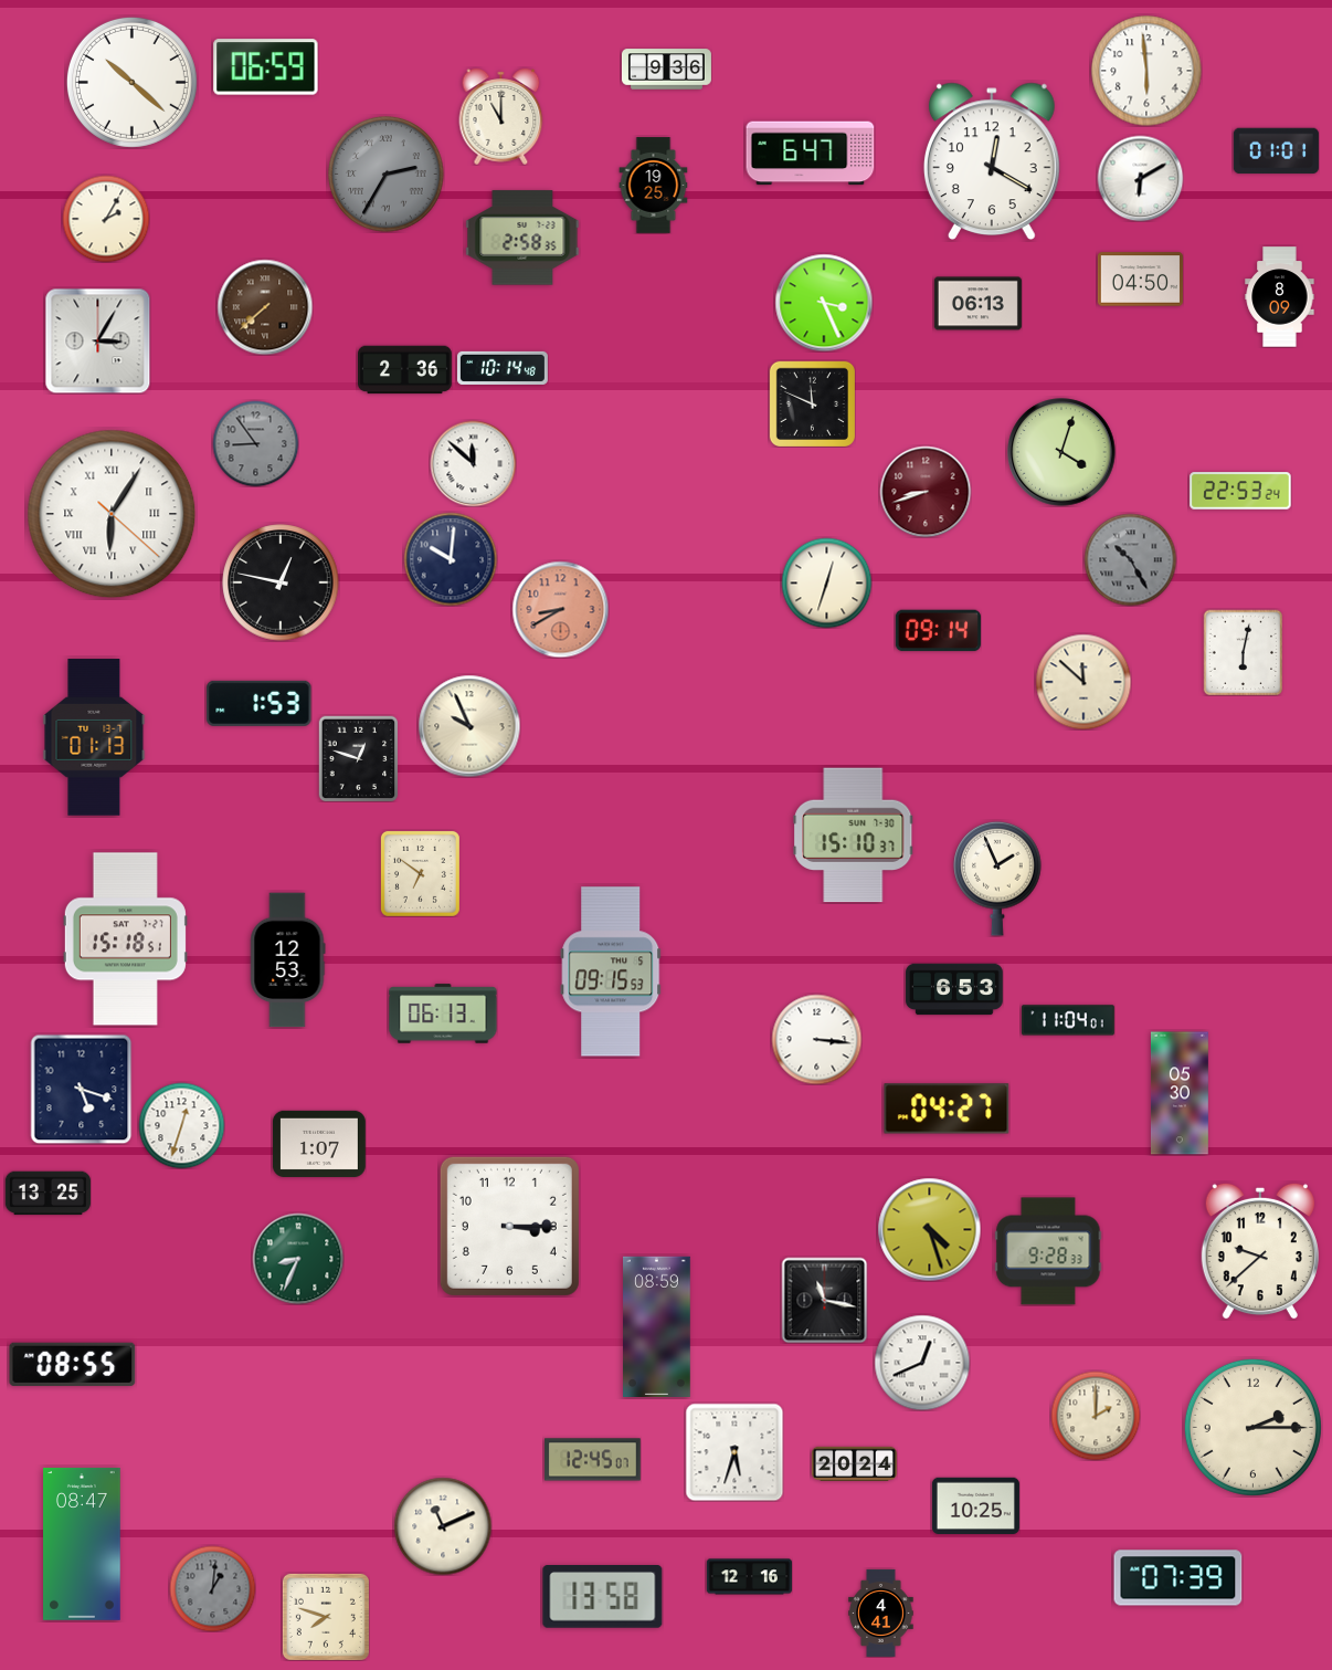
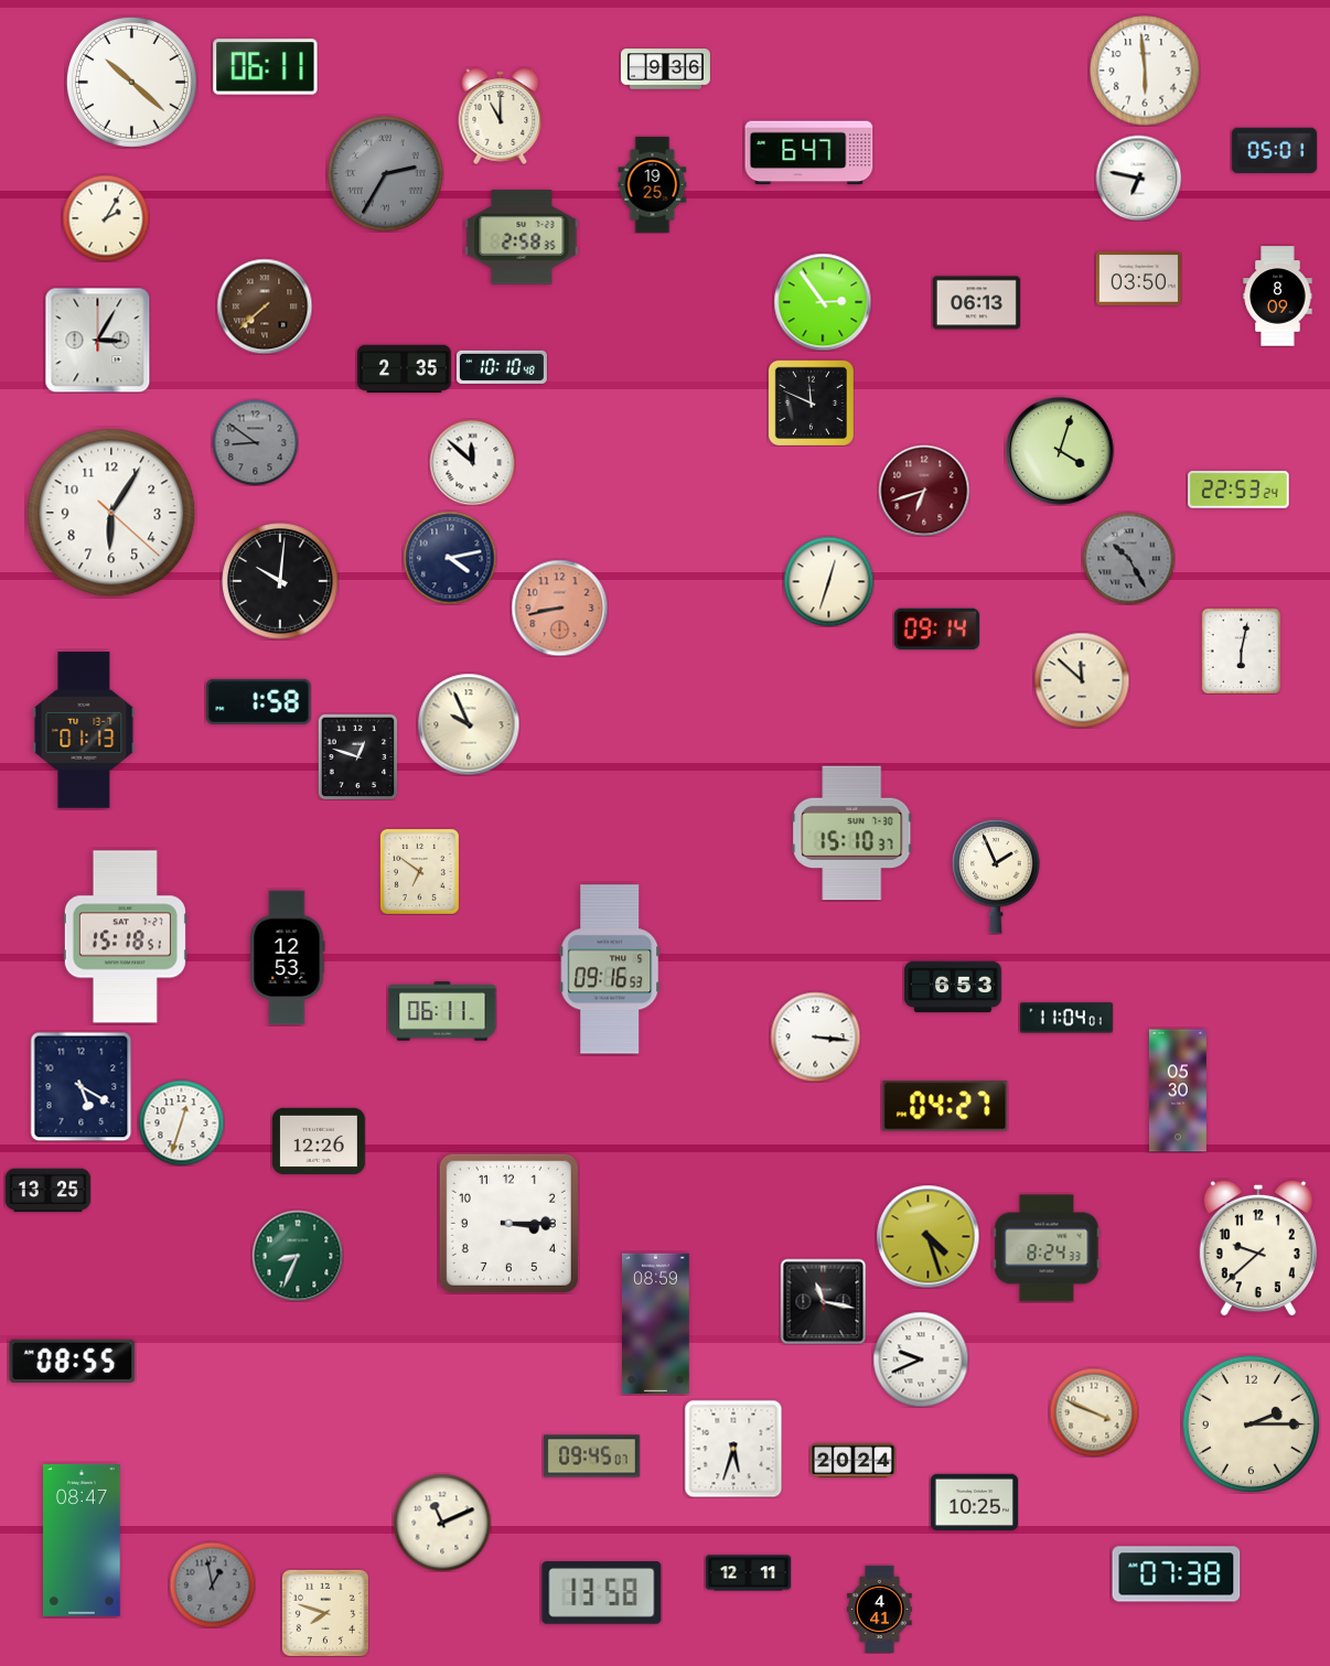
clock at (266, 67): 06:59 -> 06:11
clock at (1276, 151): 01:01 -> 05:01
clock at (992, 160): 12:20 -> none
clock at (1140, 178): 6:10 -> 6:47
clock at (1140, 280): 04:50 -> 03:50
clock at (824, 303): 3:26 -> 2:54
clock at (503, 368): 10:14 -> 10:10
clock at (405, 370): 2:36 -> 2:35
clock at (255, 443): 8:54 -> 8:51
clock at (926, 492): 8:42 -> 6:42
clock at (112, 514) numerals: Roman -> Arabic
clock at (451, 559): 10:01 -> 4:13
clock at (281, 582): 12:47 -> 10:01
clock at (826, 582) position: (826, 582) -> (828, 581)
clock at (560, 609): 8:40 -> 8:43
clock at (260, 703): 1:53 -> 1:58
clock at (94, 737) position: (94, 737) -> (84, 730)
clock at (611, 971): 09:15 -> 09:16
clock at (443, 1013): 06:13 -> 06:11
clock at (82, 1089): 5:18 -> 5:20
clock at (319, 1144): 1:07 -> 12:26
clock at (929, 1229) position: (929, 1229) -> (927, 1236)
clock at (1048, 1251): 9:28 -> 8:24
clock at (824, 1300) position: (824, 1300) -> (823, 1301)
clock at (922, 1363): 12:41 -> 9:41
clock at (1096, 1416): 2:00 -> 3:49
clock at (593, 1460): 12:45 -> 09:45
clock at (749, 1577): 12:16 -> 12:11
clock at (1178, 1578): 07:39 -> 07:38
clock at (212, 1588): 1:01 -> 12:58
